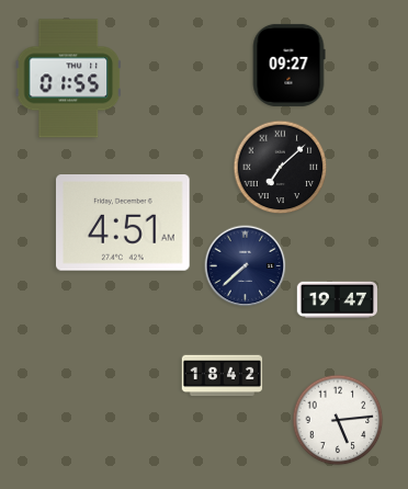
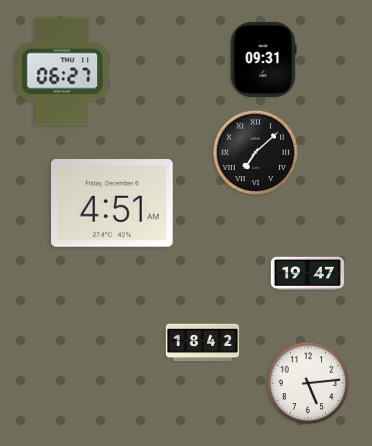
clock at (288, 65): 09:27 -> 09:31
clock at (68, 79): 01:55 -> 06:27
clock at (246, 266): 7:38 -> none
